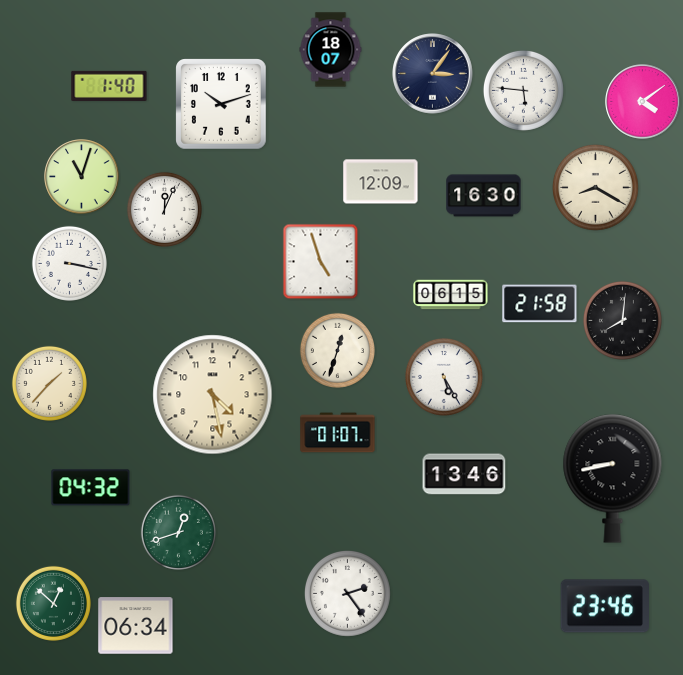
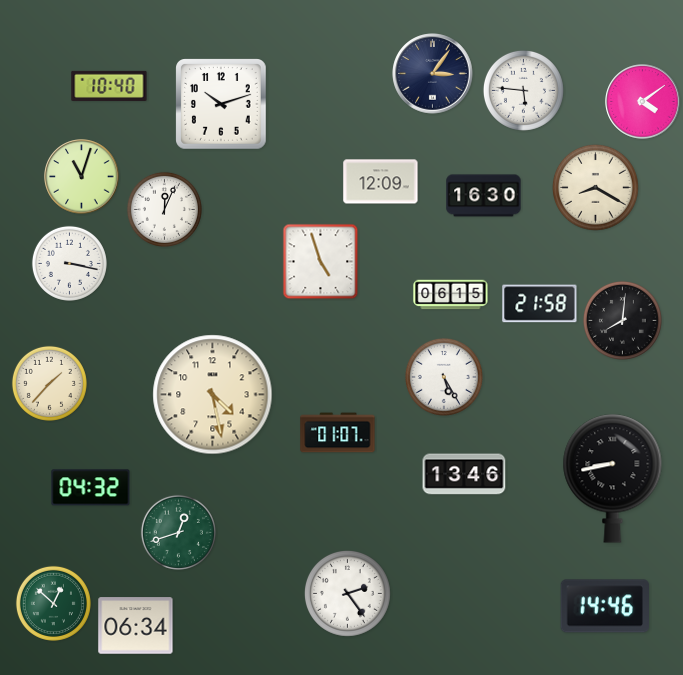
clock at (331, 50): 18:07 -> none
clock at (109, 86): 1:40 -> 10:40
clock at (337, 350): 12:33 -> none
clock at (604, 606): 23:46 -> 14:46
